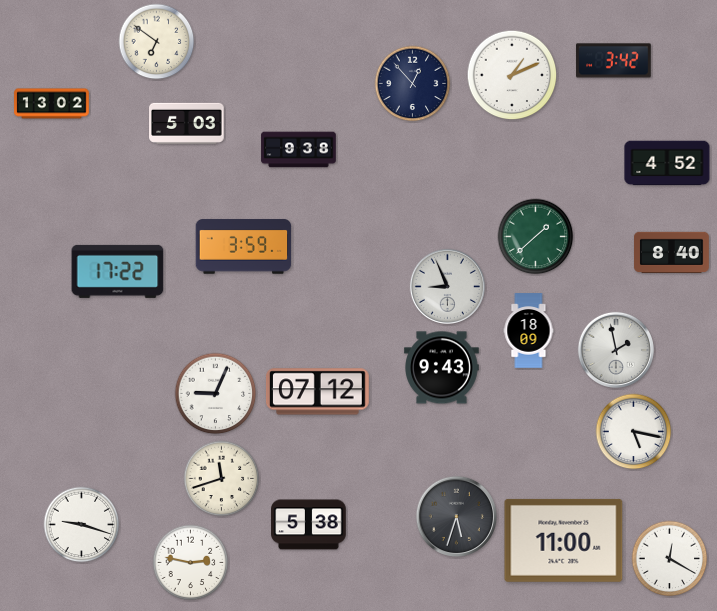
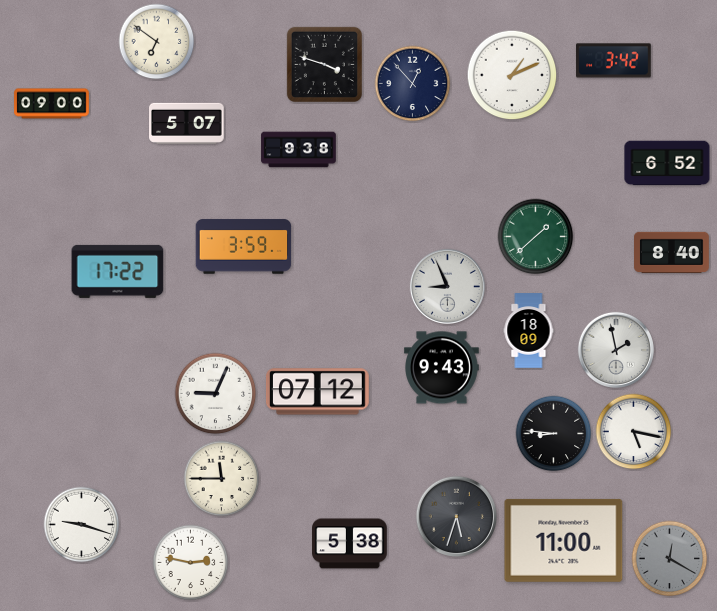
clock at (324, 64): none -> 3:48
clock at (52, 104): 13:02 -> 09:00
clock at (187, 123): 5:03 -> 5:07
clock at (667, 163): 4:52 -> 6:52
clock at (554, 434): none -> 8:46
clock at (222, 479): 11:42 -> 11:45
clock at (309, 525) position: (309, 525) -> (350, 544)
clock at (670, 559) dial: white -> grey
